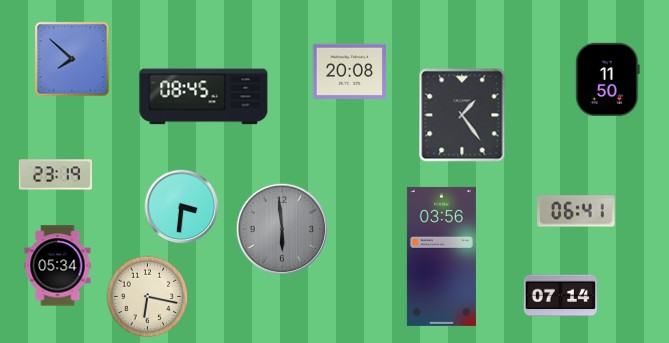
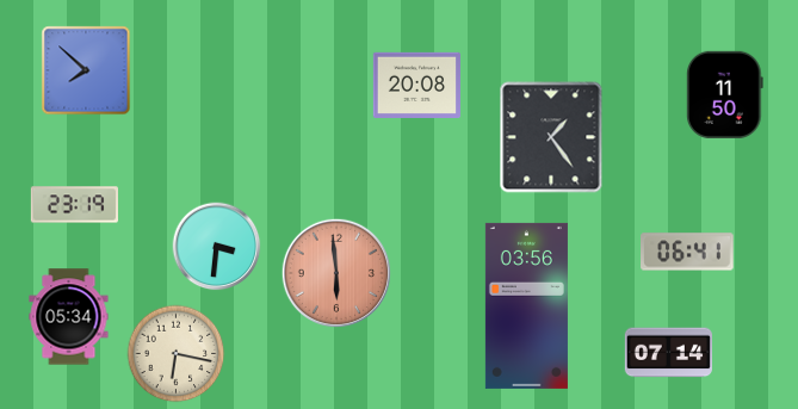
clock at (204, 97): 08:45 -> none
clock at (55, 175) position: (55, 175) -> (74, 205)
clock at (281, 228) dial: grey -> salmon
